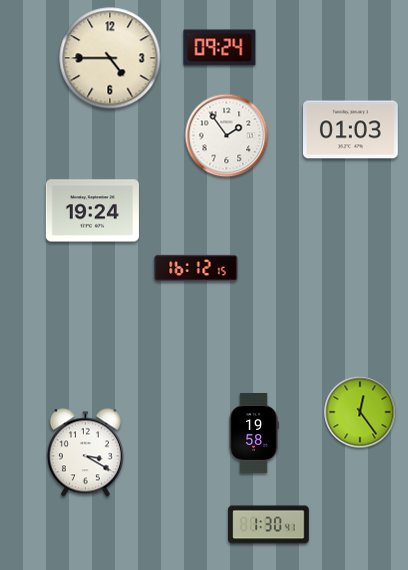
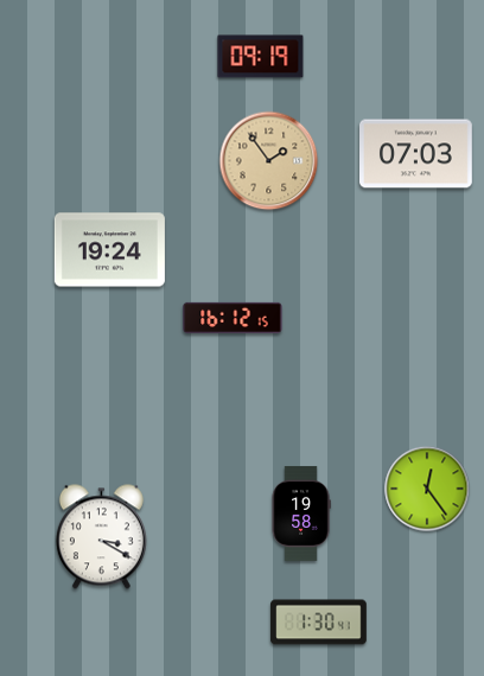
clock at (220, 48): 09:24 -> 09:19
clock at (110, 58): 4:45 -> none
clock at (351, 130): 01:03 -> 07:03
clock at (227, 136) dial: white -> champagne
